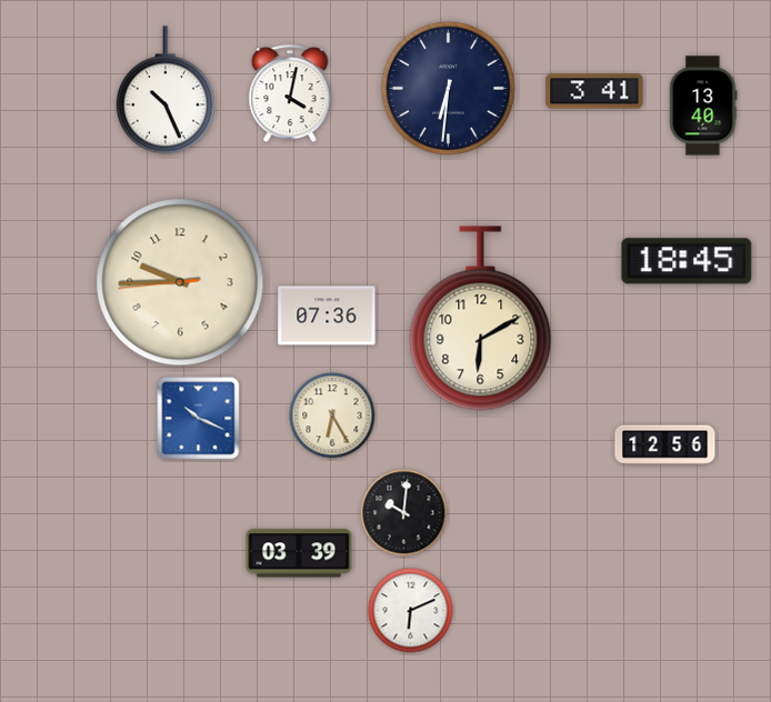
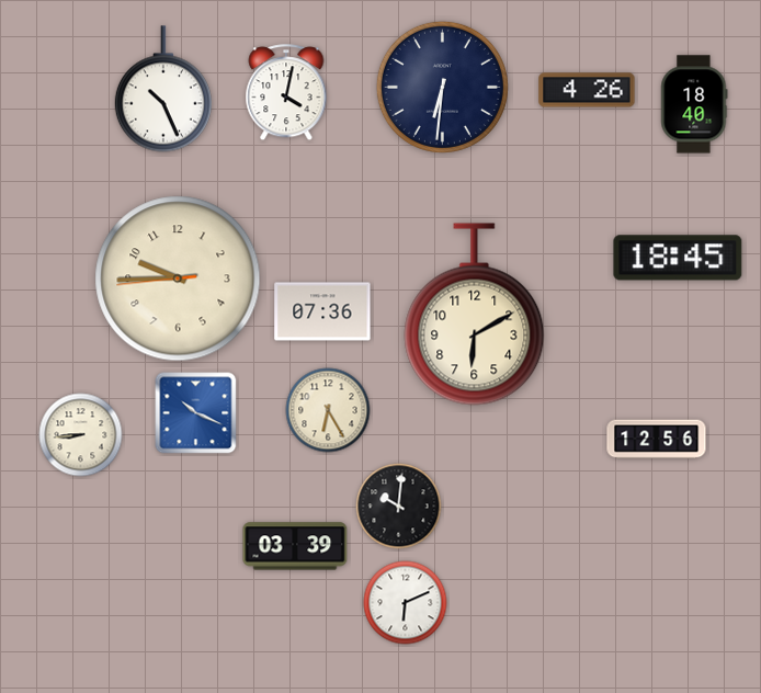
clock at (594, 91): 3:41 -> 4:26
clock at (703, 106): 13:40 -> 18:40
clock at (81, 435): none -> 8:44
